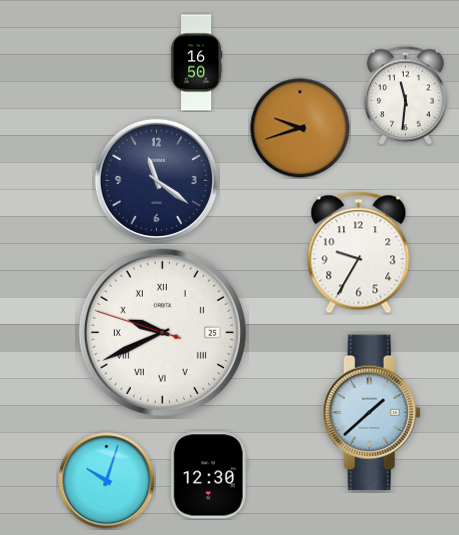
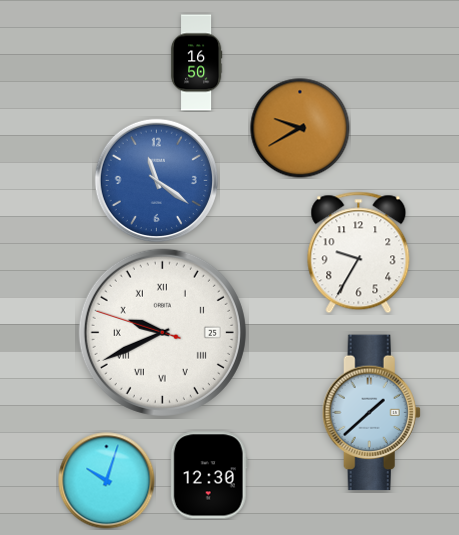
clock at (406, 95): 11:31 -> none
clock at (300, 128): 9:42 -> 9:40
clock at (156, 180) dial: navy -> blue
